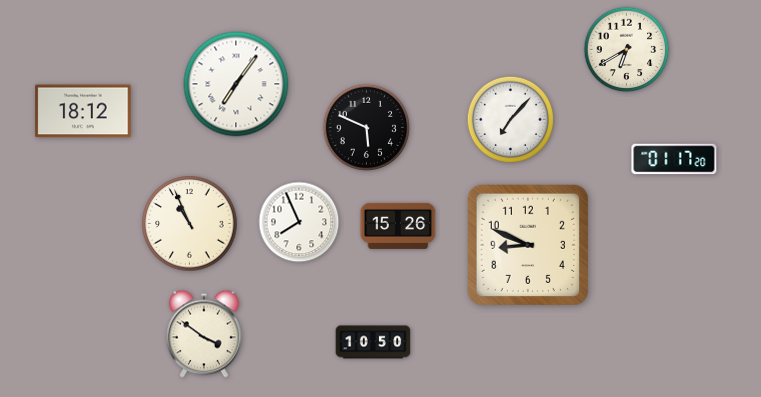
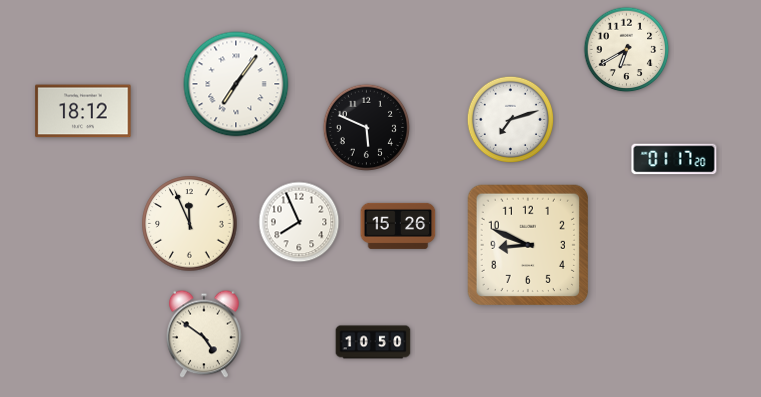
clock at (511, 120): 7:07 -> 7:12
clock at (190, 224): 10:56 -> 11:56
clock at (204, 334): 3:51 -> 4:51
